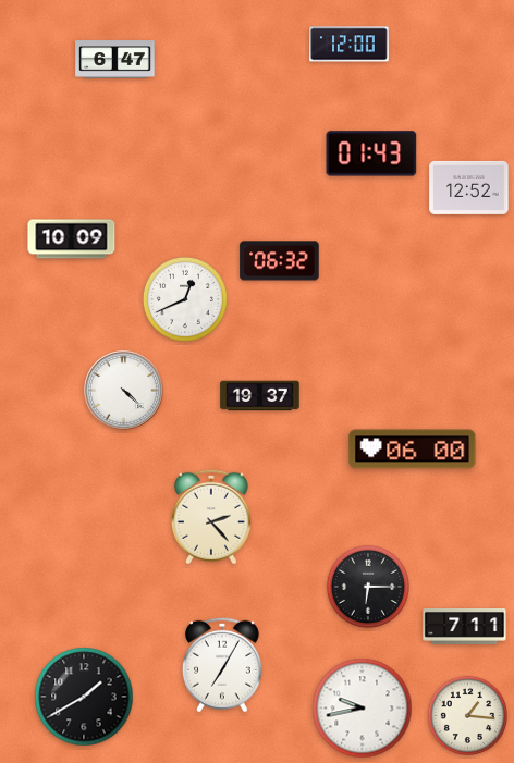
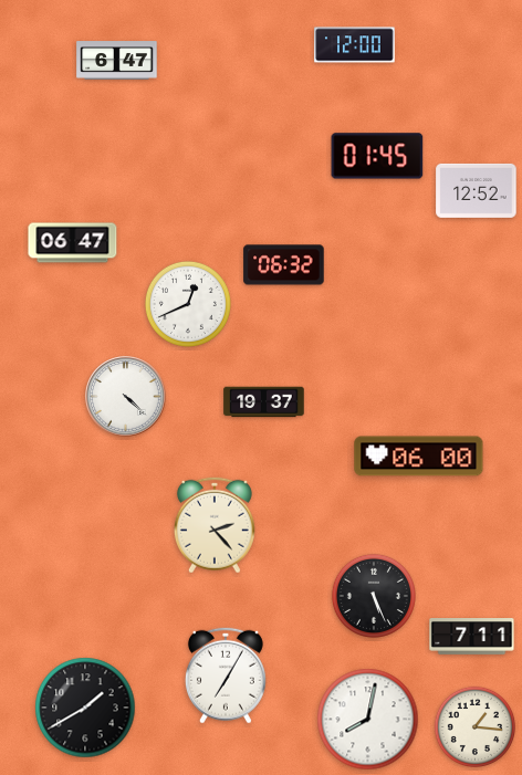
clock at (371, 153): 01:43 -> 01:45
clock at (72, 239): 10:09 -> 06:47
clock at (368, 587): 6:15 -> 5:26
clock at (363, 709): 9:43 -> 8:02
